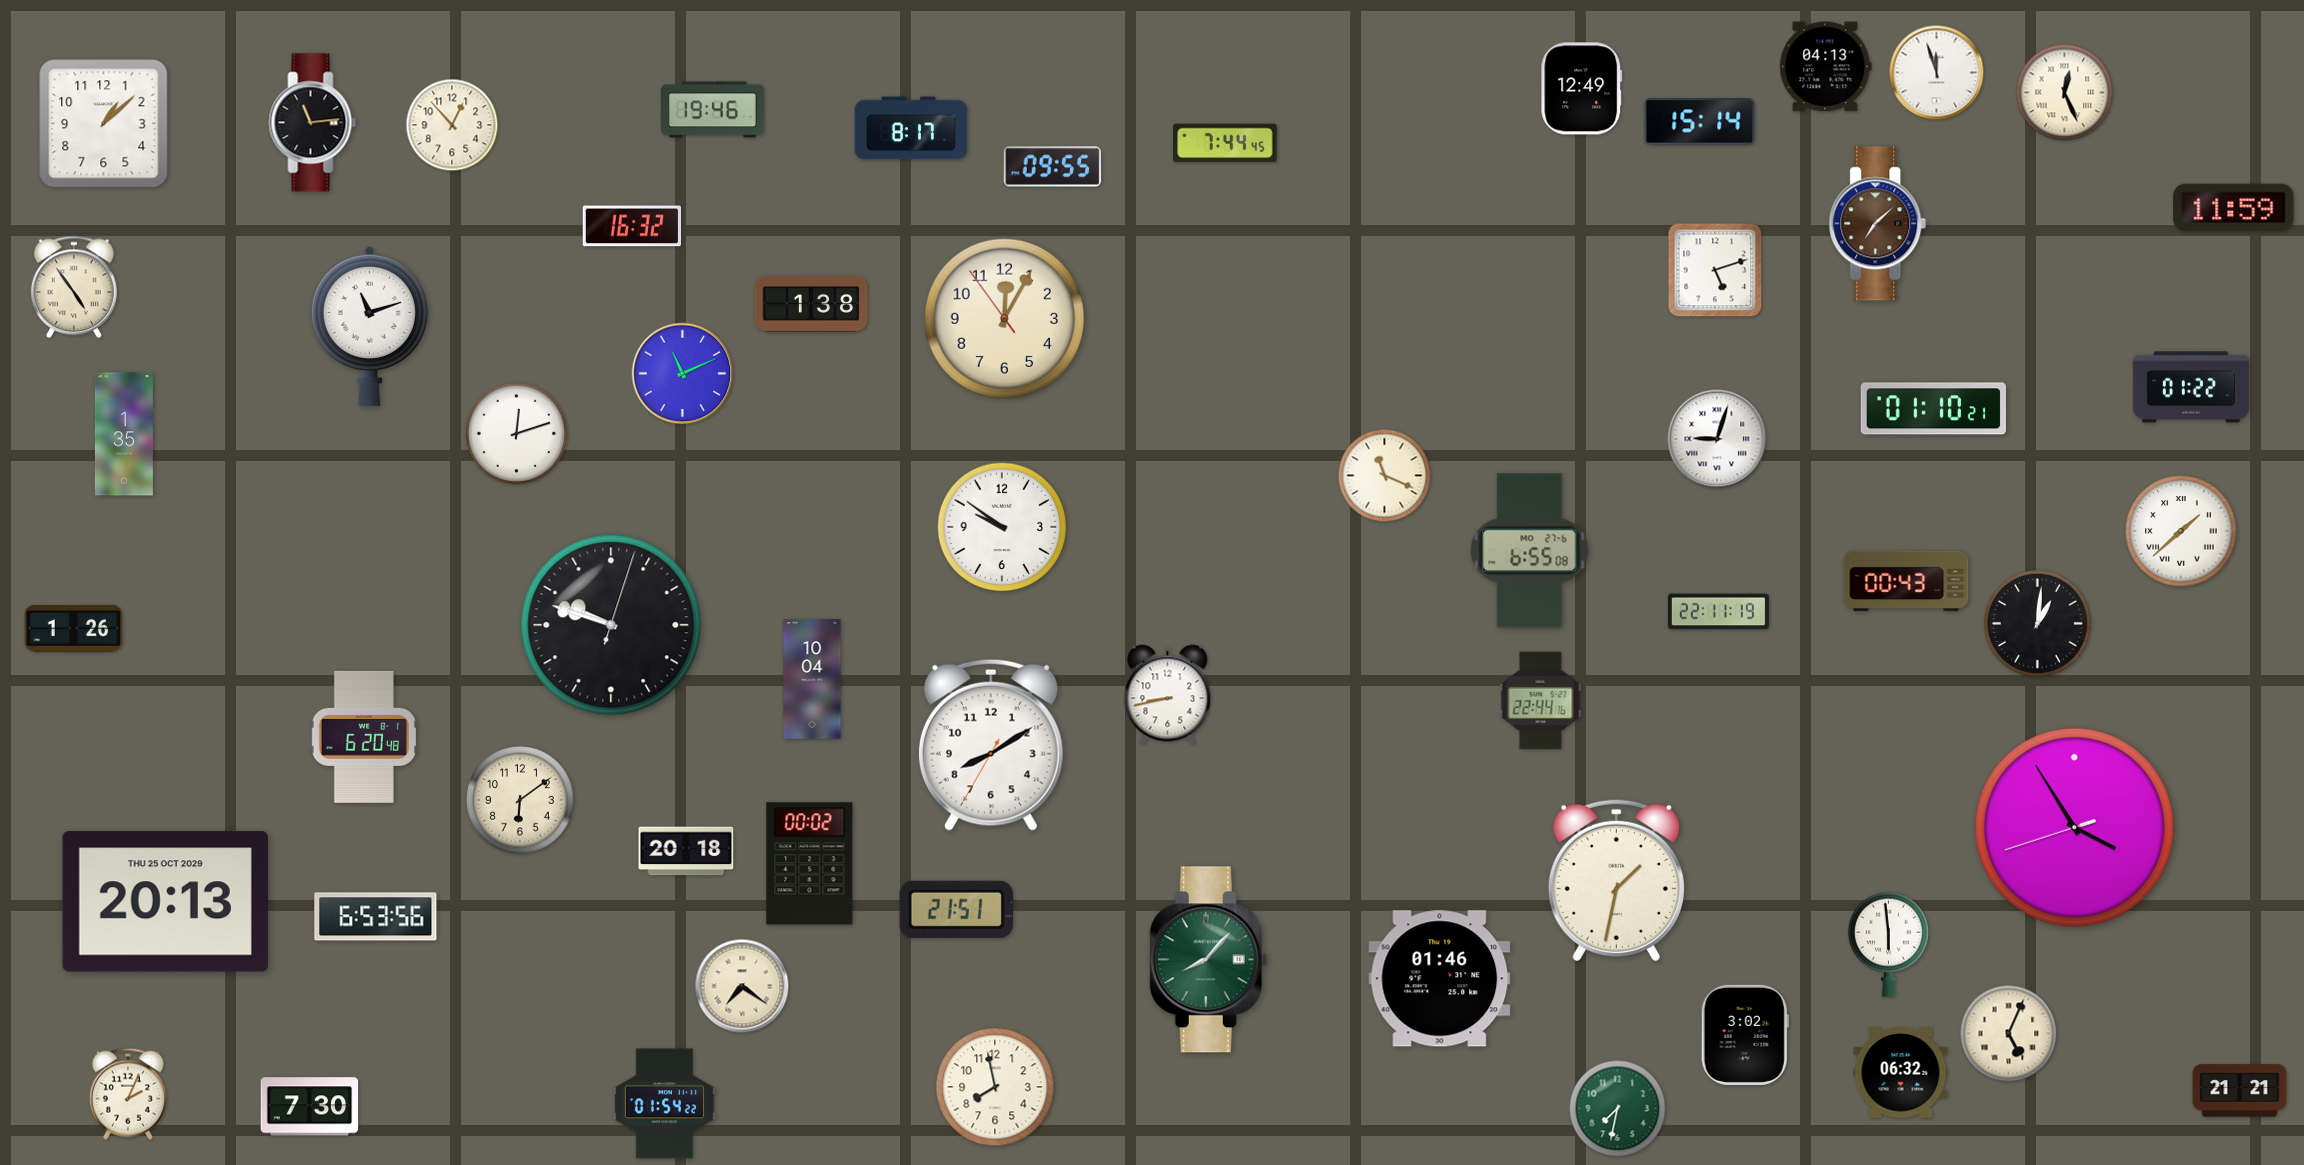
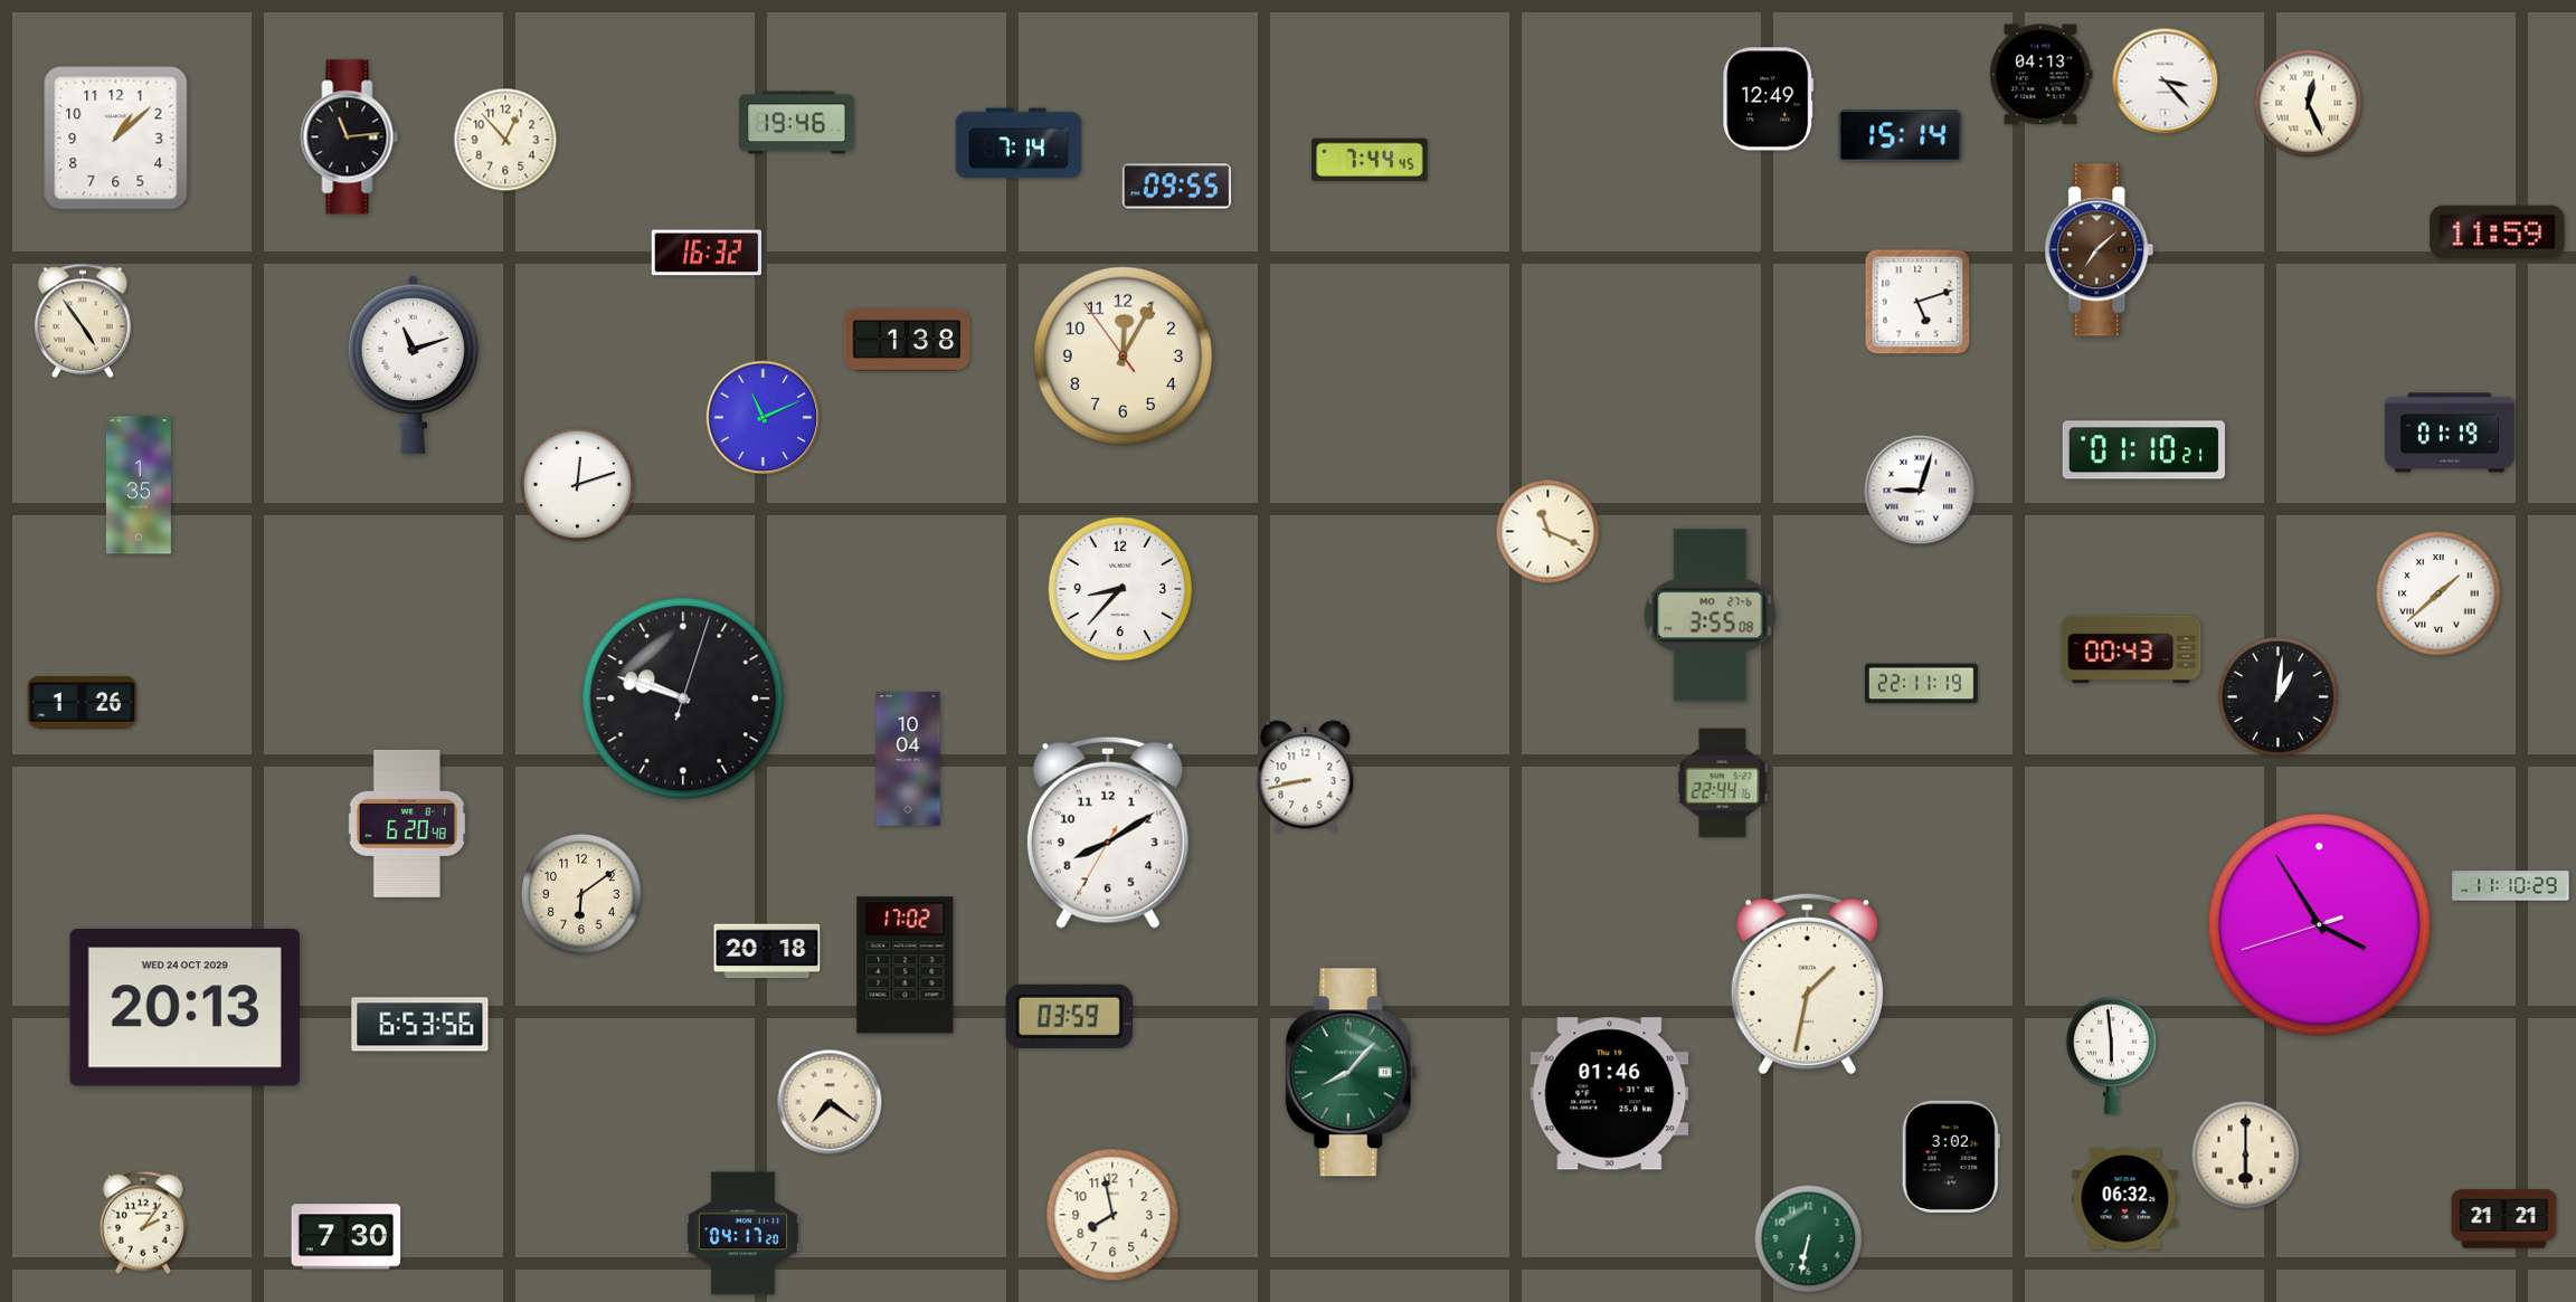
clock at (1937, 73): 11:57 -> 3:23
clock at (911, 128): 8:17 -> 7:14
clock at (2191, 387): 01:22 -> 01:19
clock at (1933, 409) position: (1933, 409) -> (2143, 450)
clock at (1002, 527): 9:51 -> 8:37
clock at (1530, 551): 6:55 -> 3:55
clock at (2511, 886): none -> 11:10
clock at (810, 864): 00:02 -> 17:02
clock at (165, 902) date: THU 25 OCT 2029 -> WED 24 OCT 2029
clock at (956, 909): 21:51 -> 03:59
clock at (2009, 1034): 5:04 -> 6:00
clock at (128, 1094): 2:04 -> 2:06
clock at (664, 1104): 01:54 -> 04:17
clock at (1618, 1109): 7:32 -> 6:32
